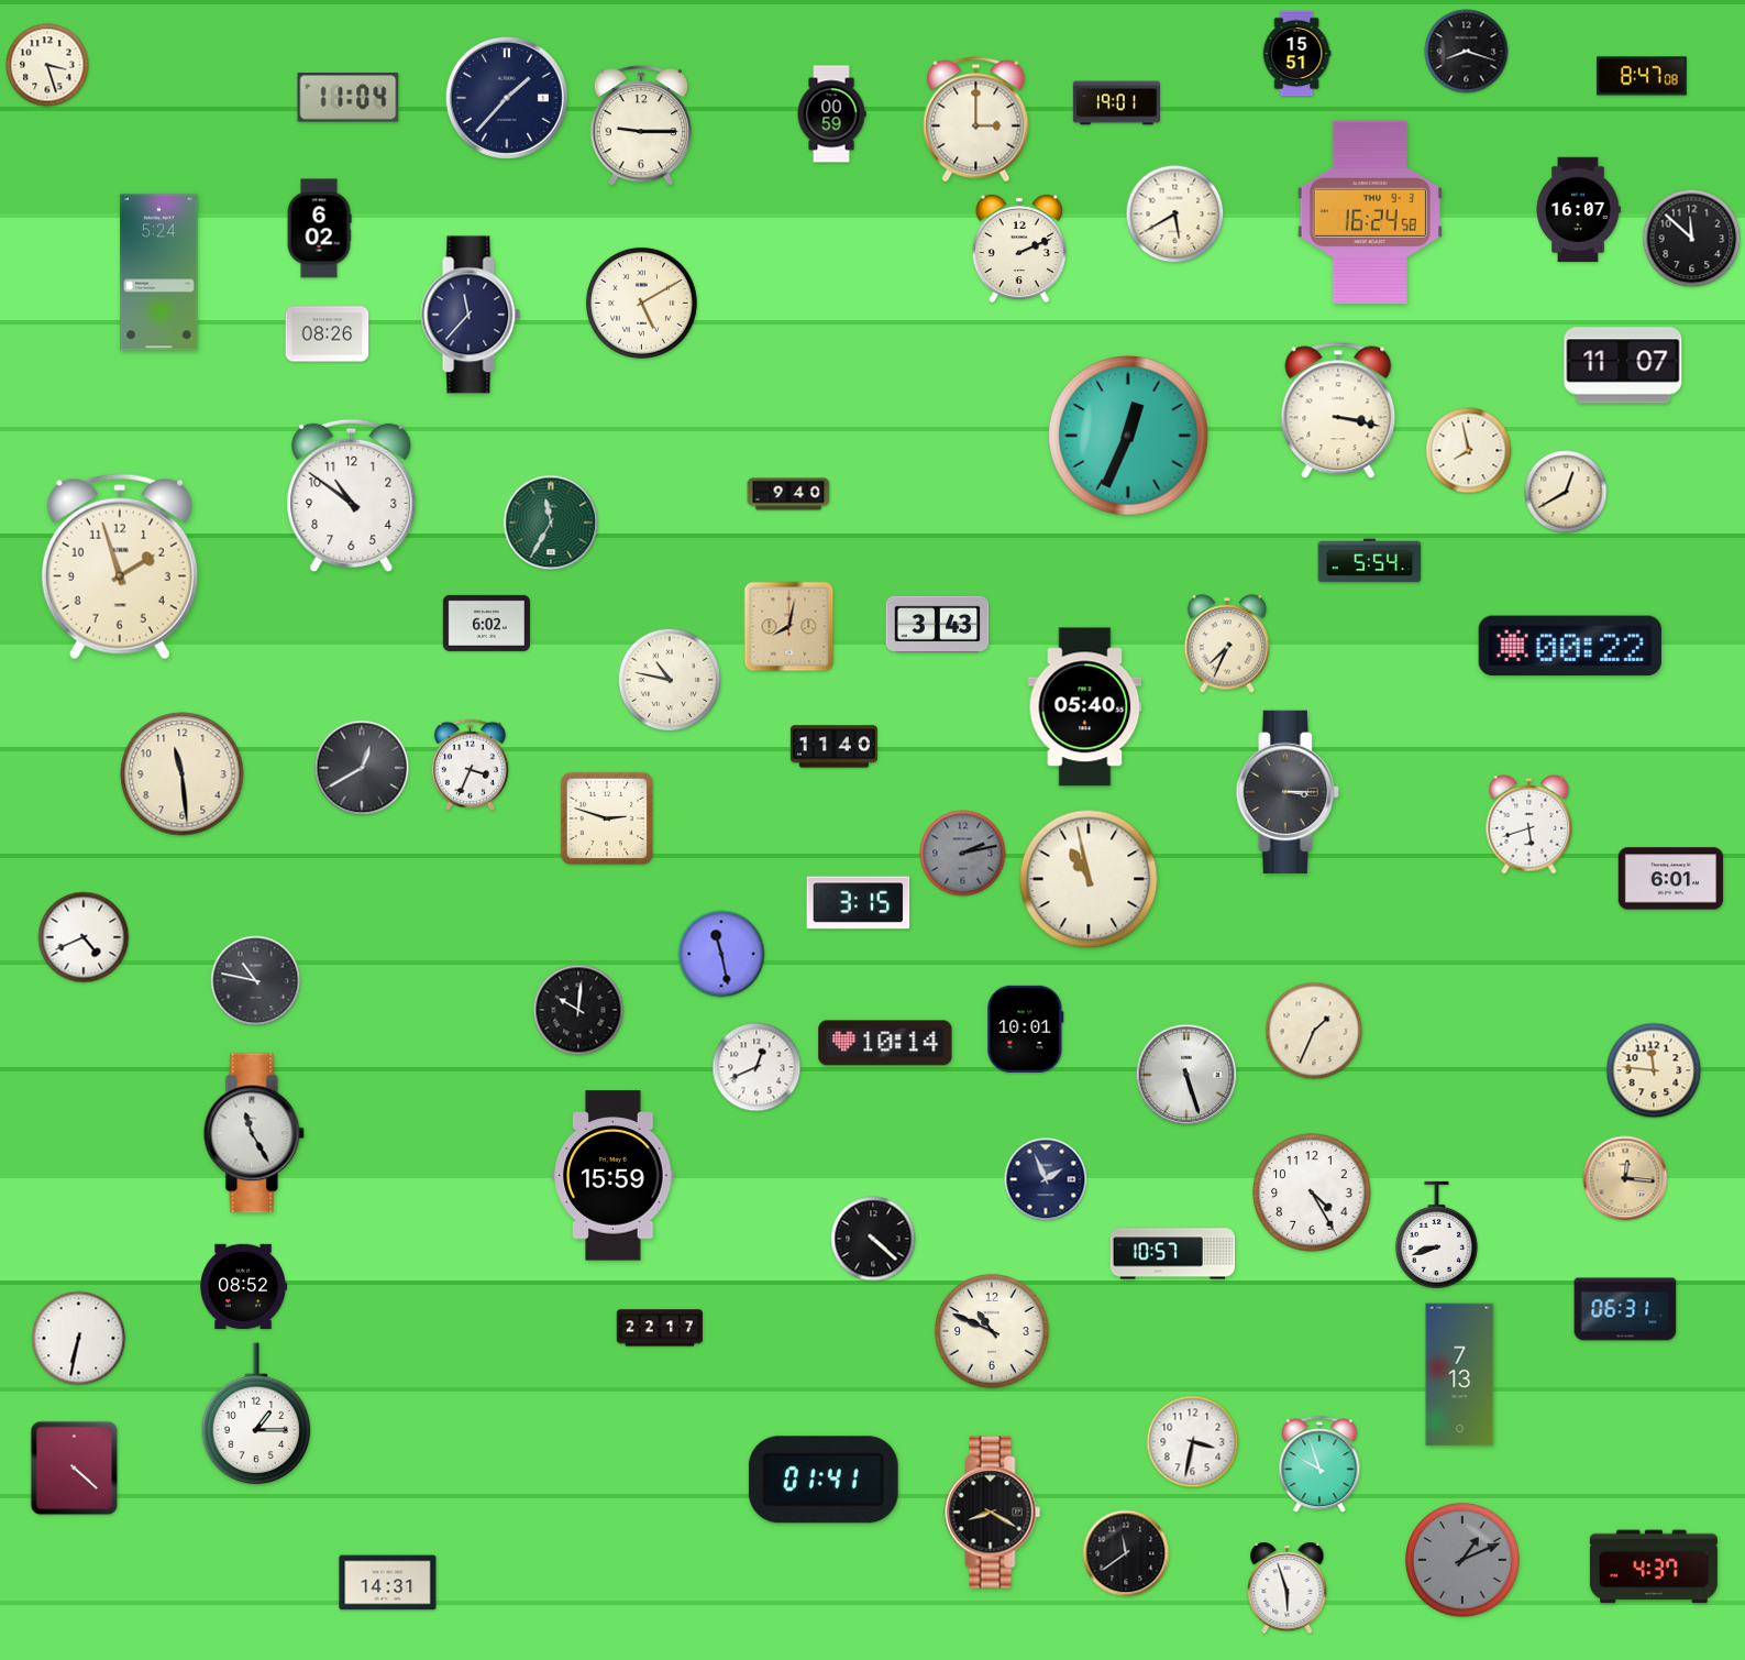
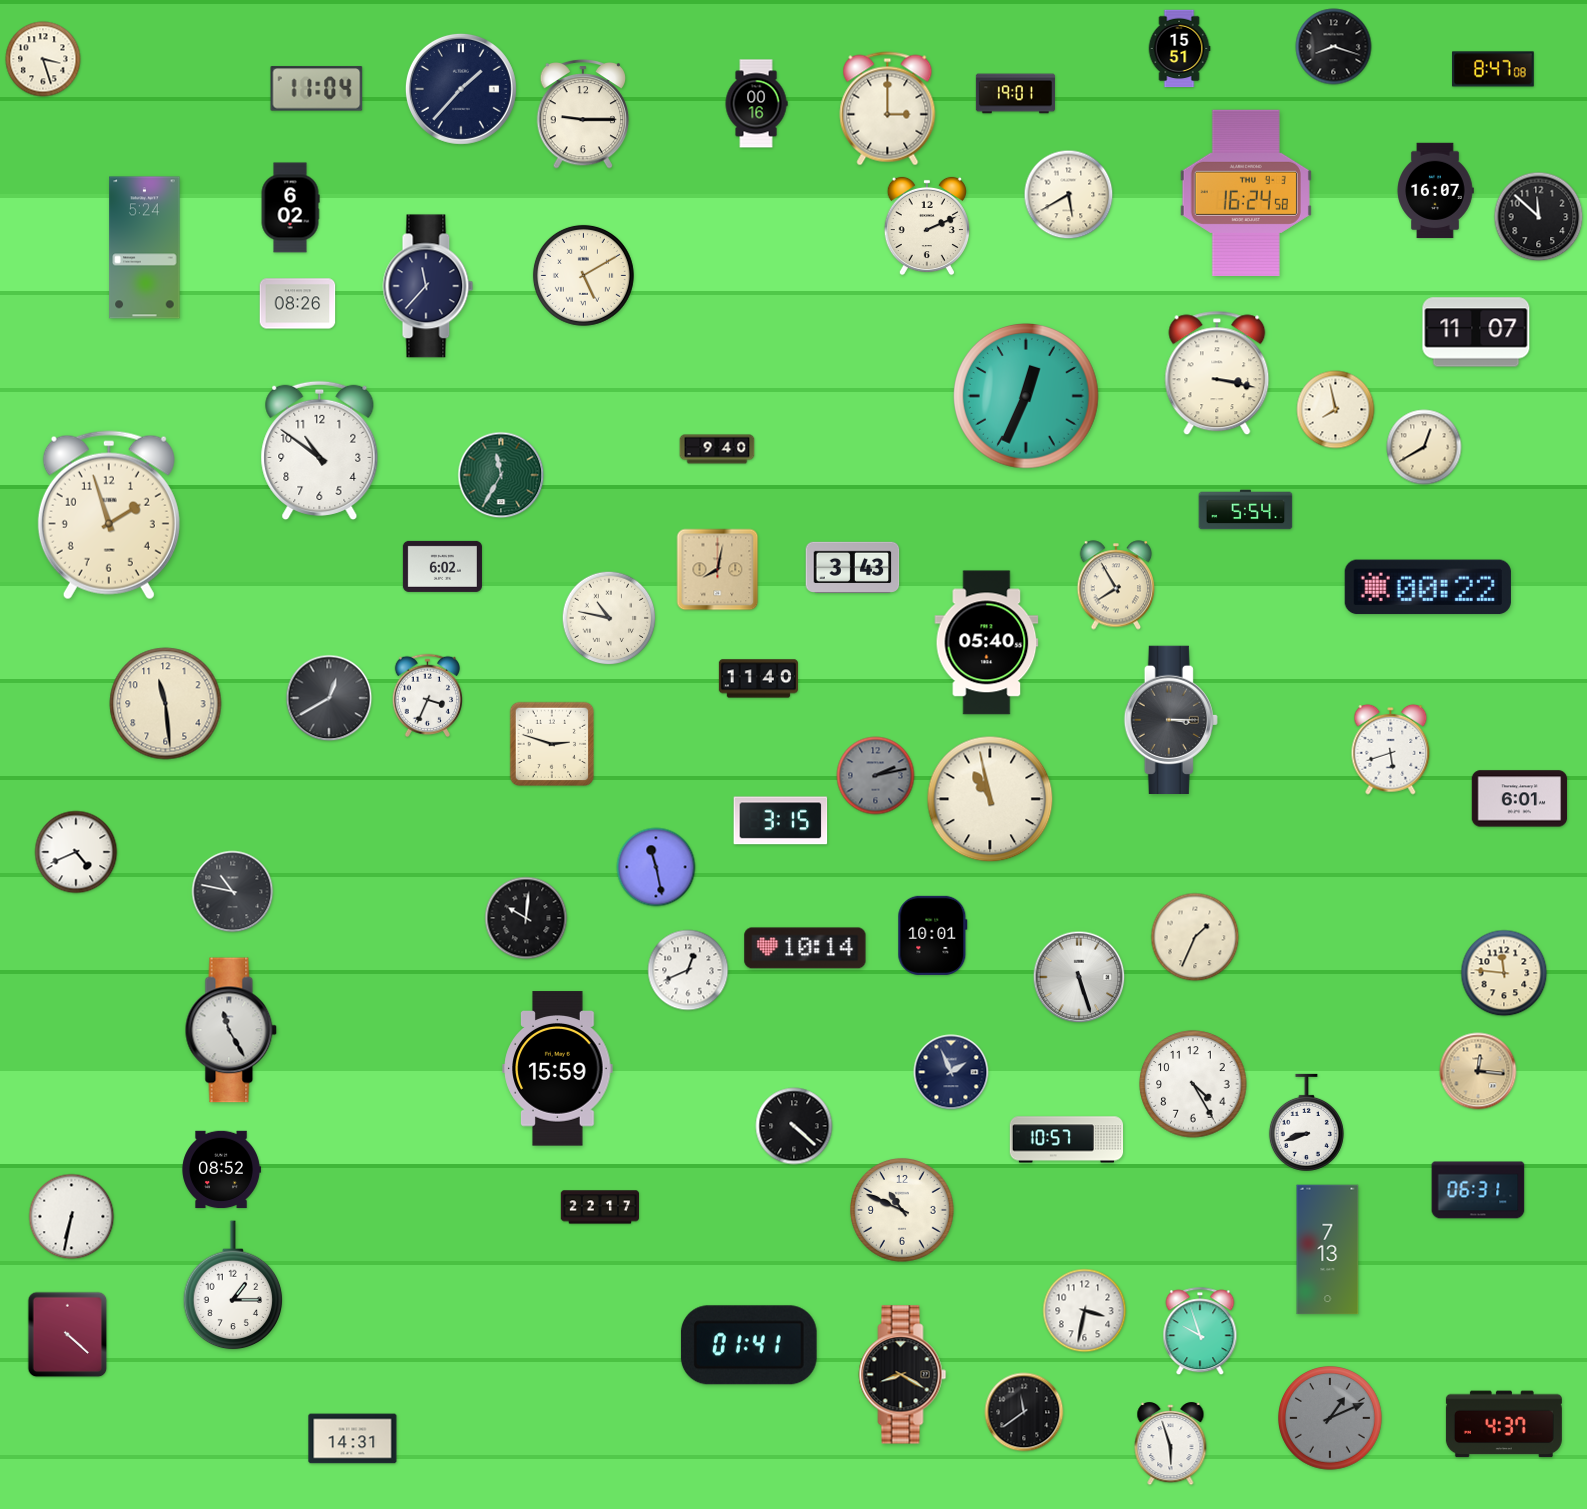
clock at (831, 114): 00:59 -> 00:16
clock at (1227, 644): 7:34 -> 7:55
